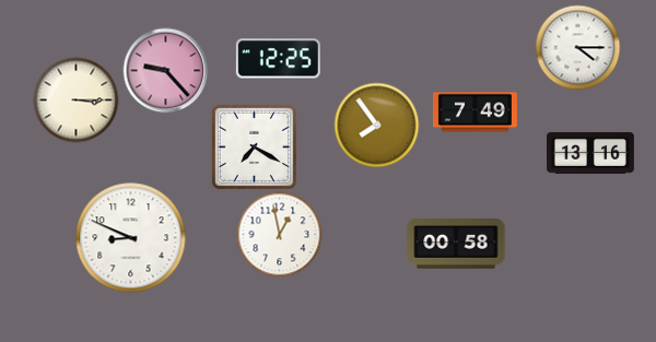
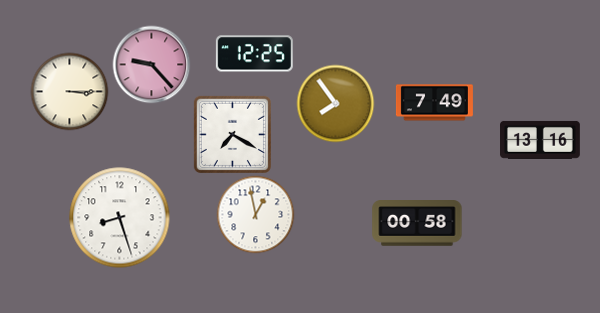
clock at (577, 47): 4:15 -> none
clock at (376, 125) position: (376, 125) -> (335, 103)
clock at (131, 238): 8:49 -> 8:27
